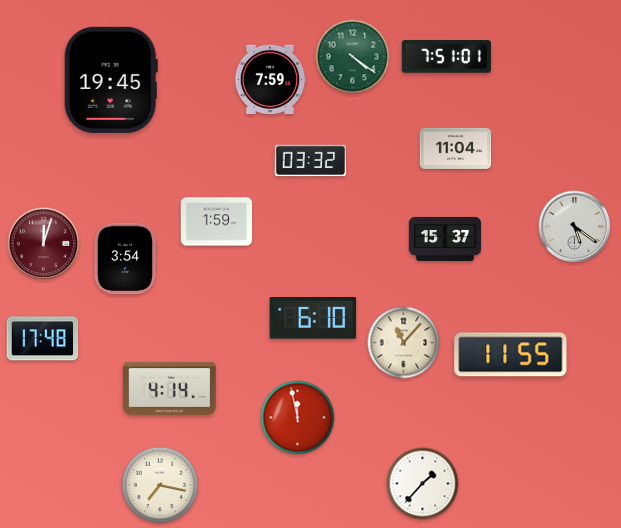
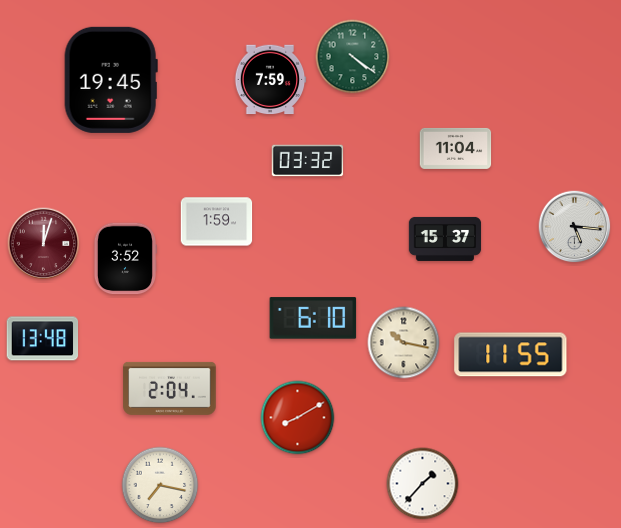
clock at (446, 57): 7:51 -> none
clock at (311, 161) position: (311, 161) -> (308, 161)
clock at (575, 227): 5:21 -> 5:16
clock at (125, 259): 3:54 -> 3:52
clock at (43, 339): 17:48 -> 13:48
clock at (404, 343): 11:07 -> 10:17
clock at (170, 388): 4:14 -> 2:04
clock at (298, 418): 11:58 -> 8:10
